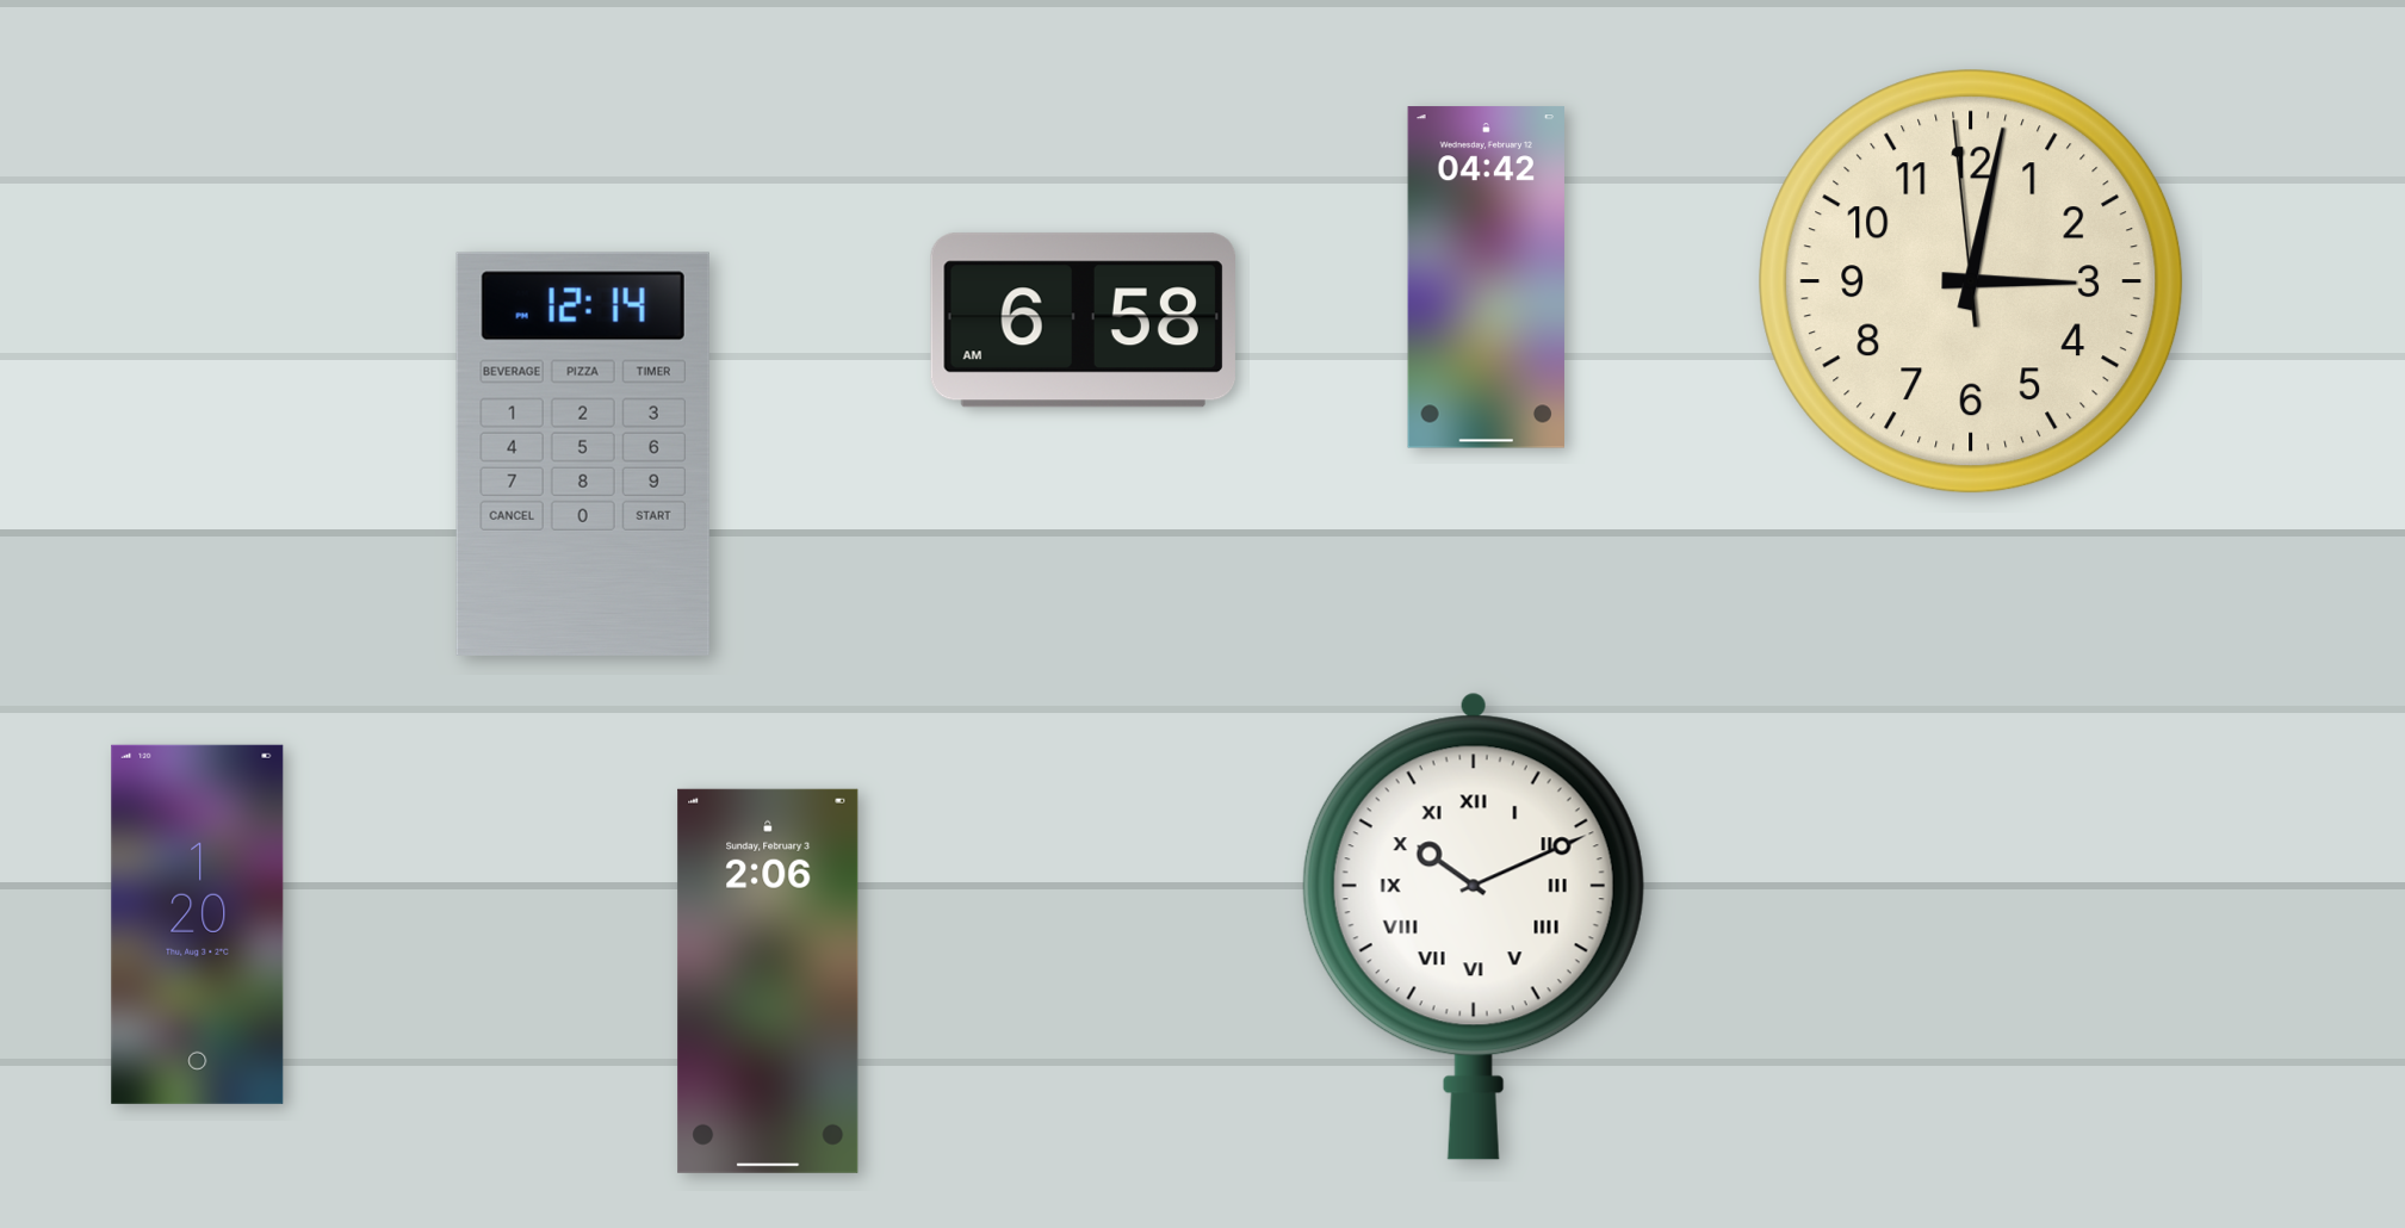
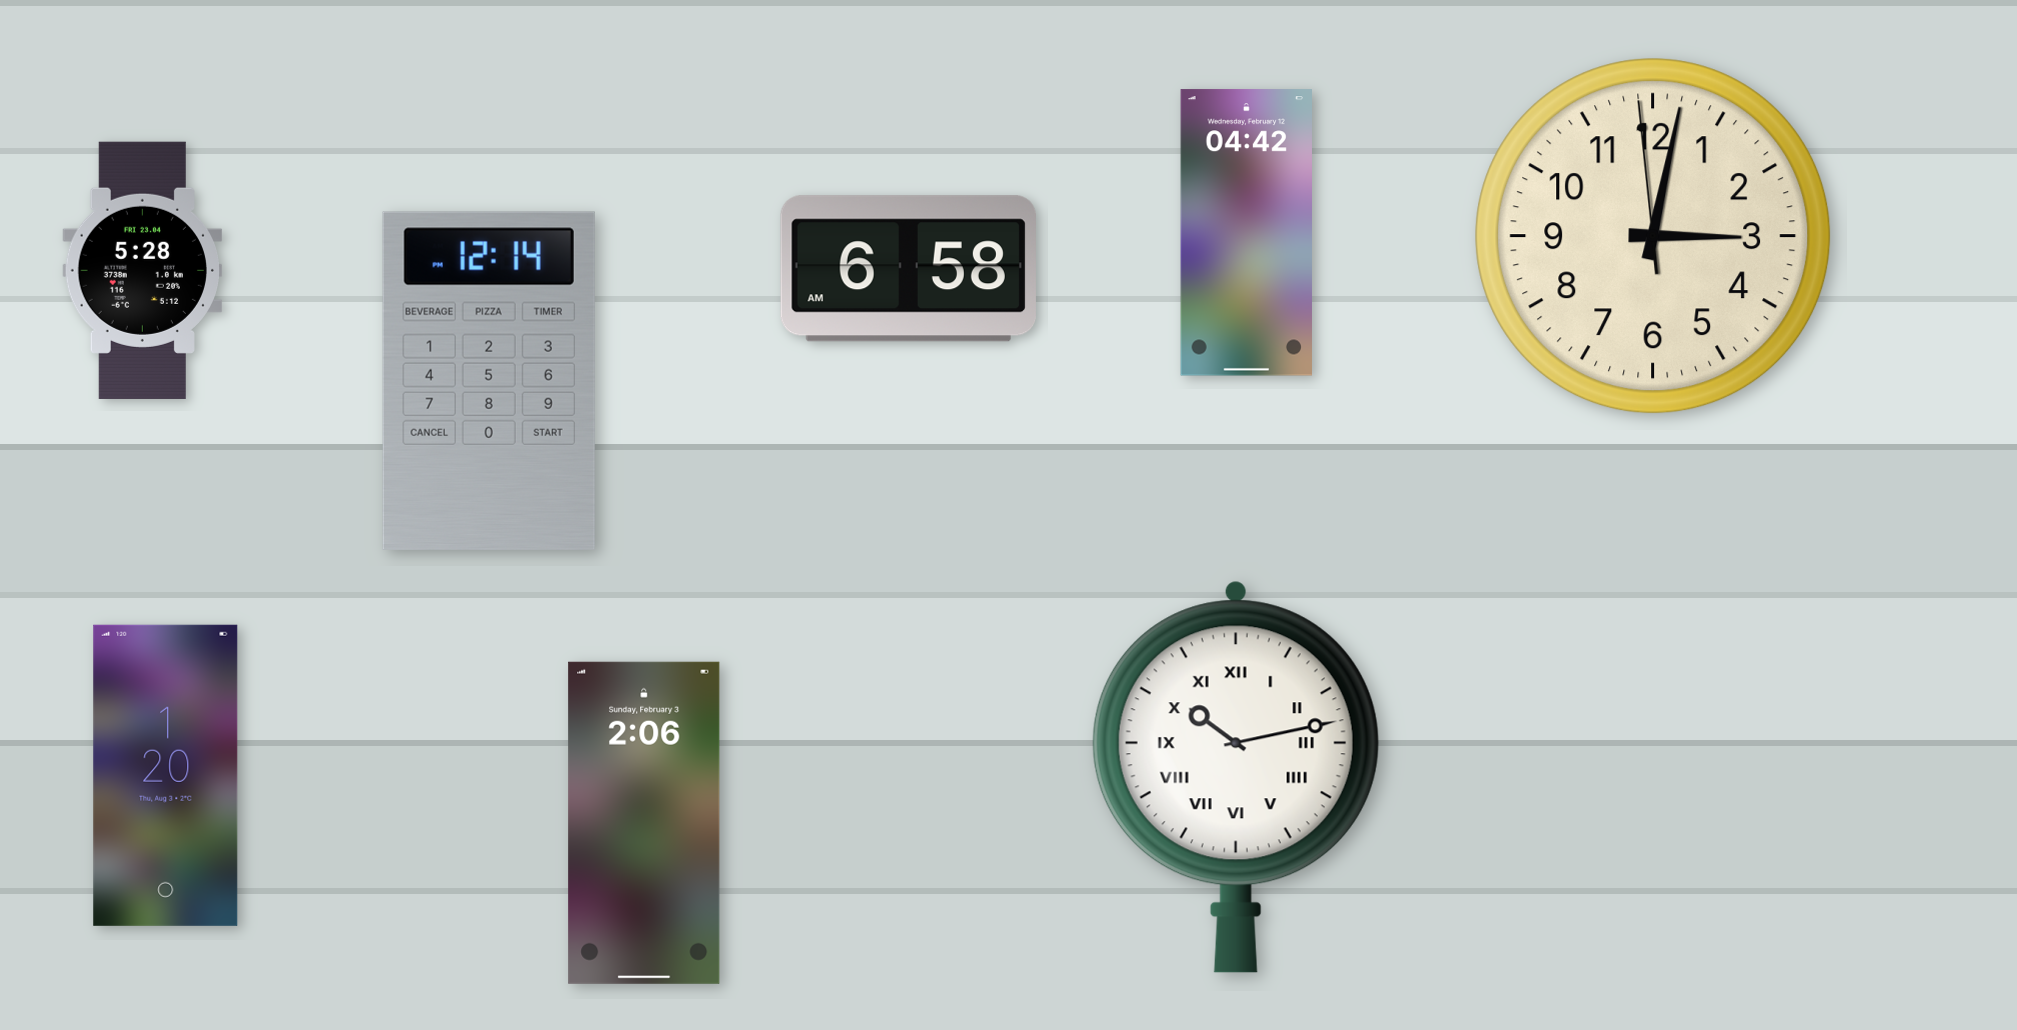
clock at (143, 270): none -> 5:28
clock at (1474, 926): 10:11 -> 10:13
